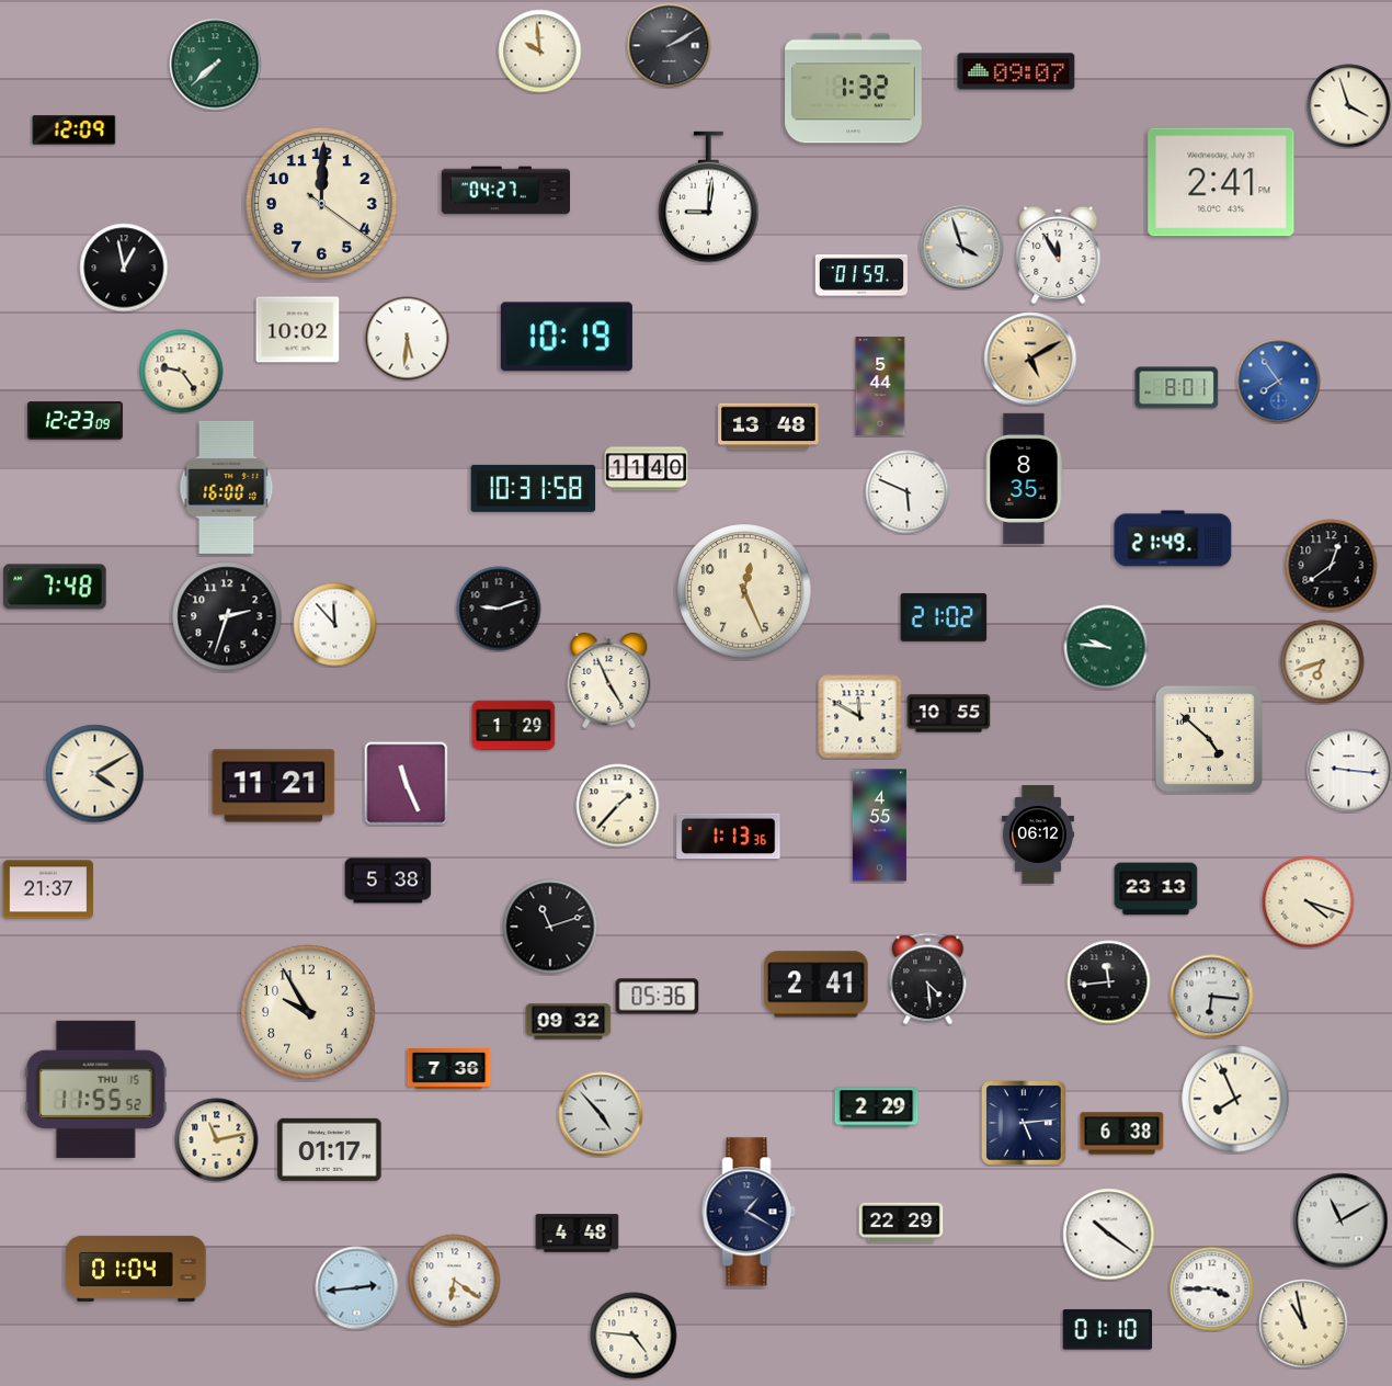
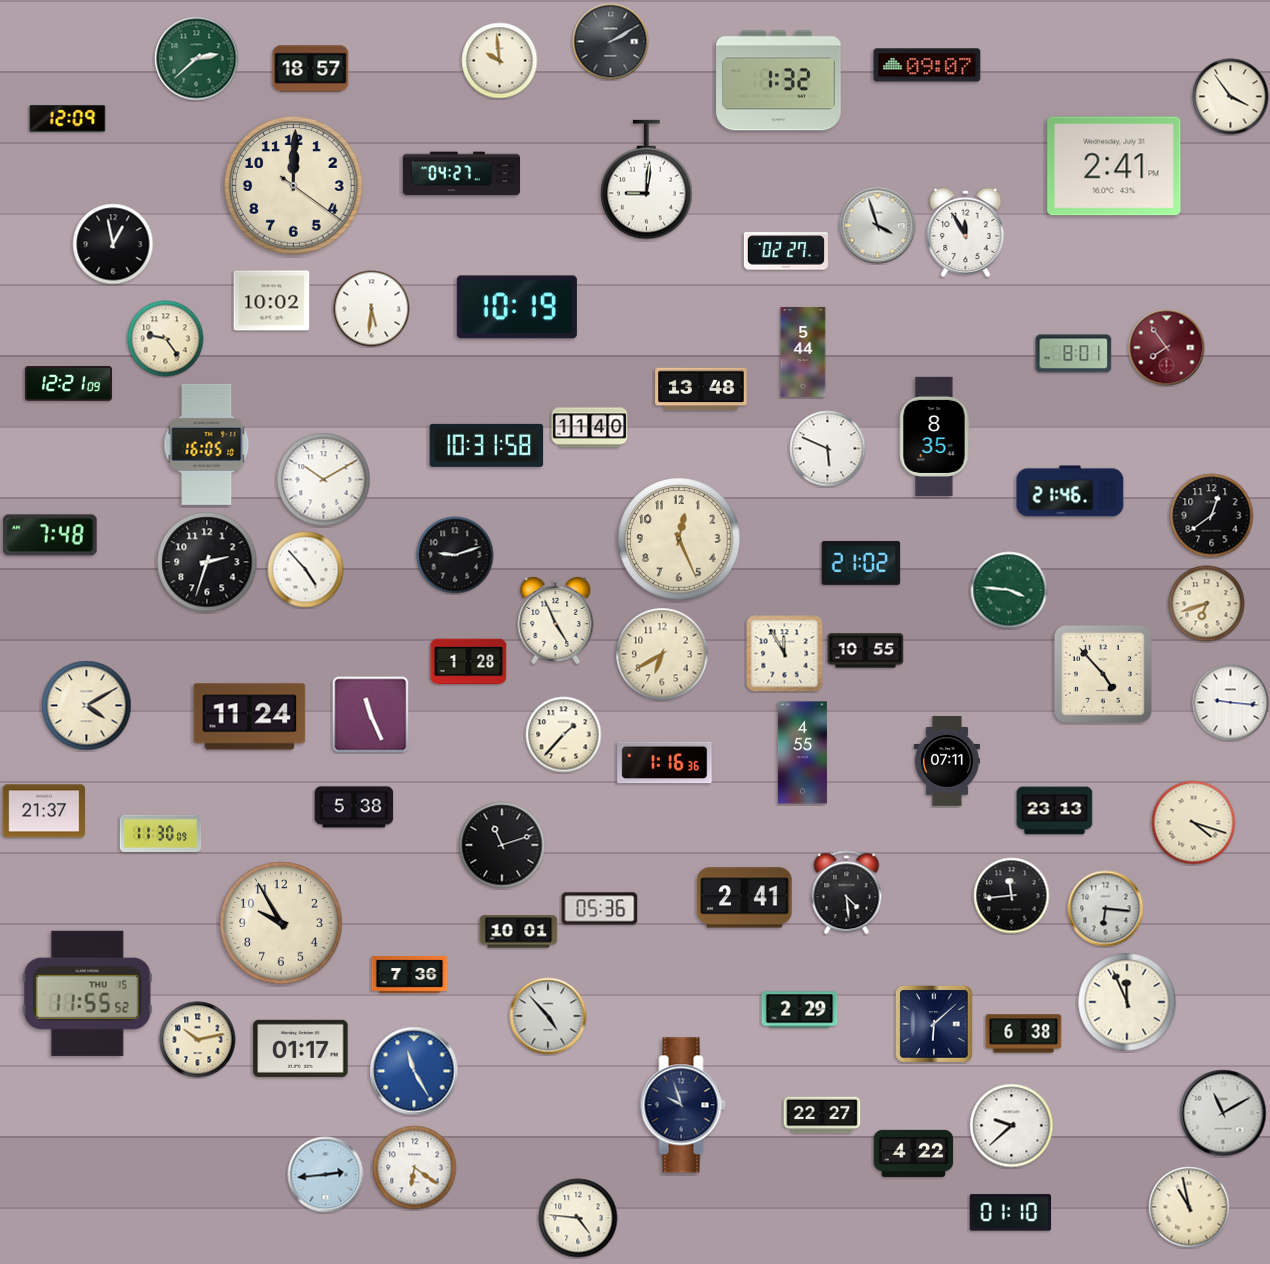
clock at (540, 52) position: (540, 52) -> (500, 61)
clock at (216, 65): 7:38 -> 2:38
clock at (311, 69): none -> 18:57
clock at (1349, 106): 3:57 -> 3:54
clock at (862, 275): 01:59 -> 02:27
clock at (1030, 359): 5:10 -> none
clock at (1279, 382) dial: blue -> burgundy
clock at (75, 421): 12:23 -> 12:21
clock at (227, 487): 16:00 -> 16:05
clock at (324, 480): none -> 10:10
clock at (1173, 538): 21:49 -> 21:46
clock at (1332, 566) position: (1332, 566) -> (1212, 516)
clock at (335, 625): 11:53 -> 4:53
clock at (1106, 647): 9:46 -> 3:46
clock at (662, 654): none -> 6:40
clock at (860, 717): 11:50 -> 11:55
clock at (514, 726): 1:29 -> 1:28
clock at (1209, 739): 4:52 -> 4:53
clock at (274, 786): 11:21 -> 11:24
clock at (1038, 834): 06:12 -> 07:11
clock at (729, 837): 1:13 -> 1:16
clock at (388, 881) position: (388, 881) -> (354, 807)
clock at (161, 833): none -> 11:30
clock at (569, 1022): 09:32 -> 10:01
clock at (1235, 1099): 7:56 -> 11:56
clock at (1025, 1124): 5:14 -> 6:08
clock at (217, 1140): 11:13 -> 10:13
clock at (414, 1071): none -> 11:25
clock at (749, 1212): 1:20 -> 9:57
clock at (901, 1223): 22:29 -> 22:27
clock at (578, 1234): 4:48 -> none
clock at (1109, 1235): 10:21 -> 9:38
clock at (914, 1153): none -> 4:22
clock at (136, 1269): 01:04 -> none
clock at (1212, 1290): 3:45 -> none
